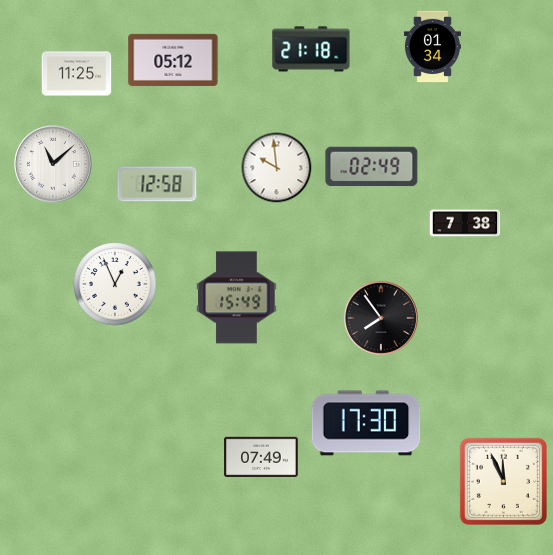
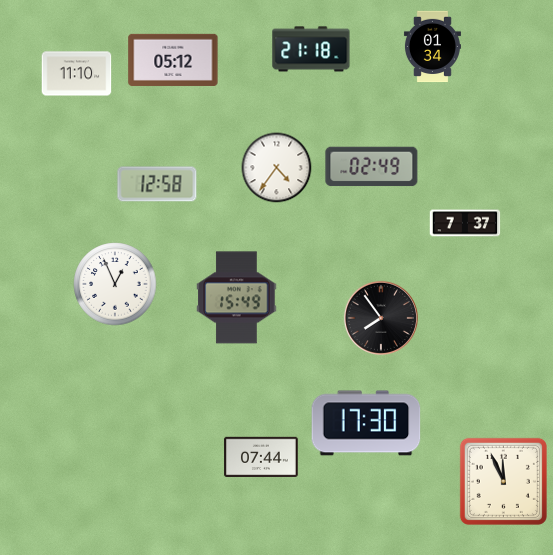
clock at (77, 74): 11:25 -> 11:10
clock at (54, 165): 11:08 -> none
clock at (277, 168): 9:59 -> 4:36
clock at (465, 223): 7:38 -> 7:37
clock at (261, 457): 07:49 -> 07:44
